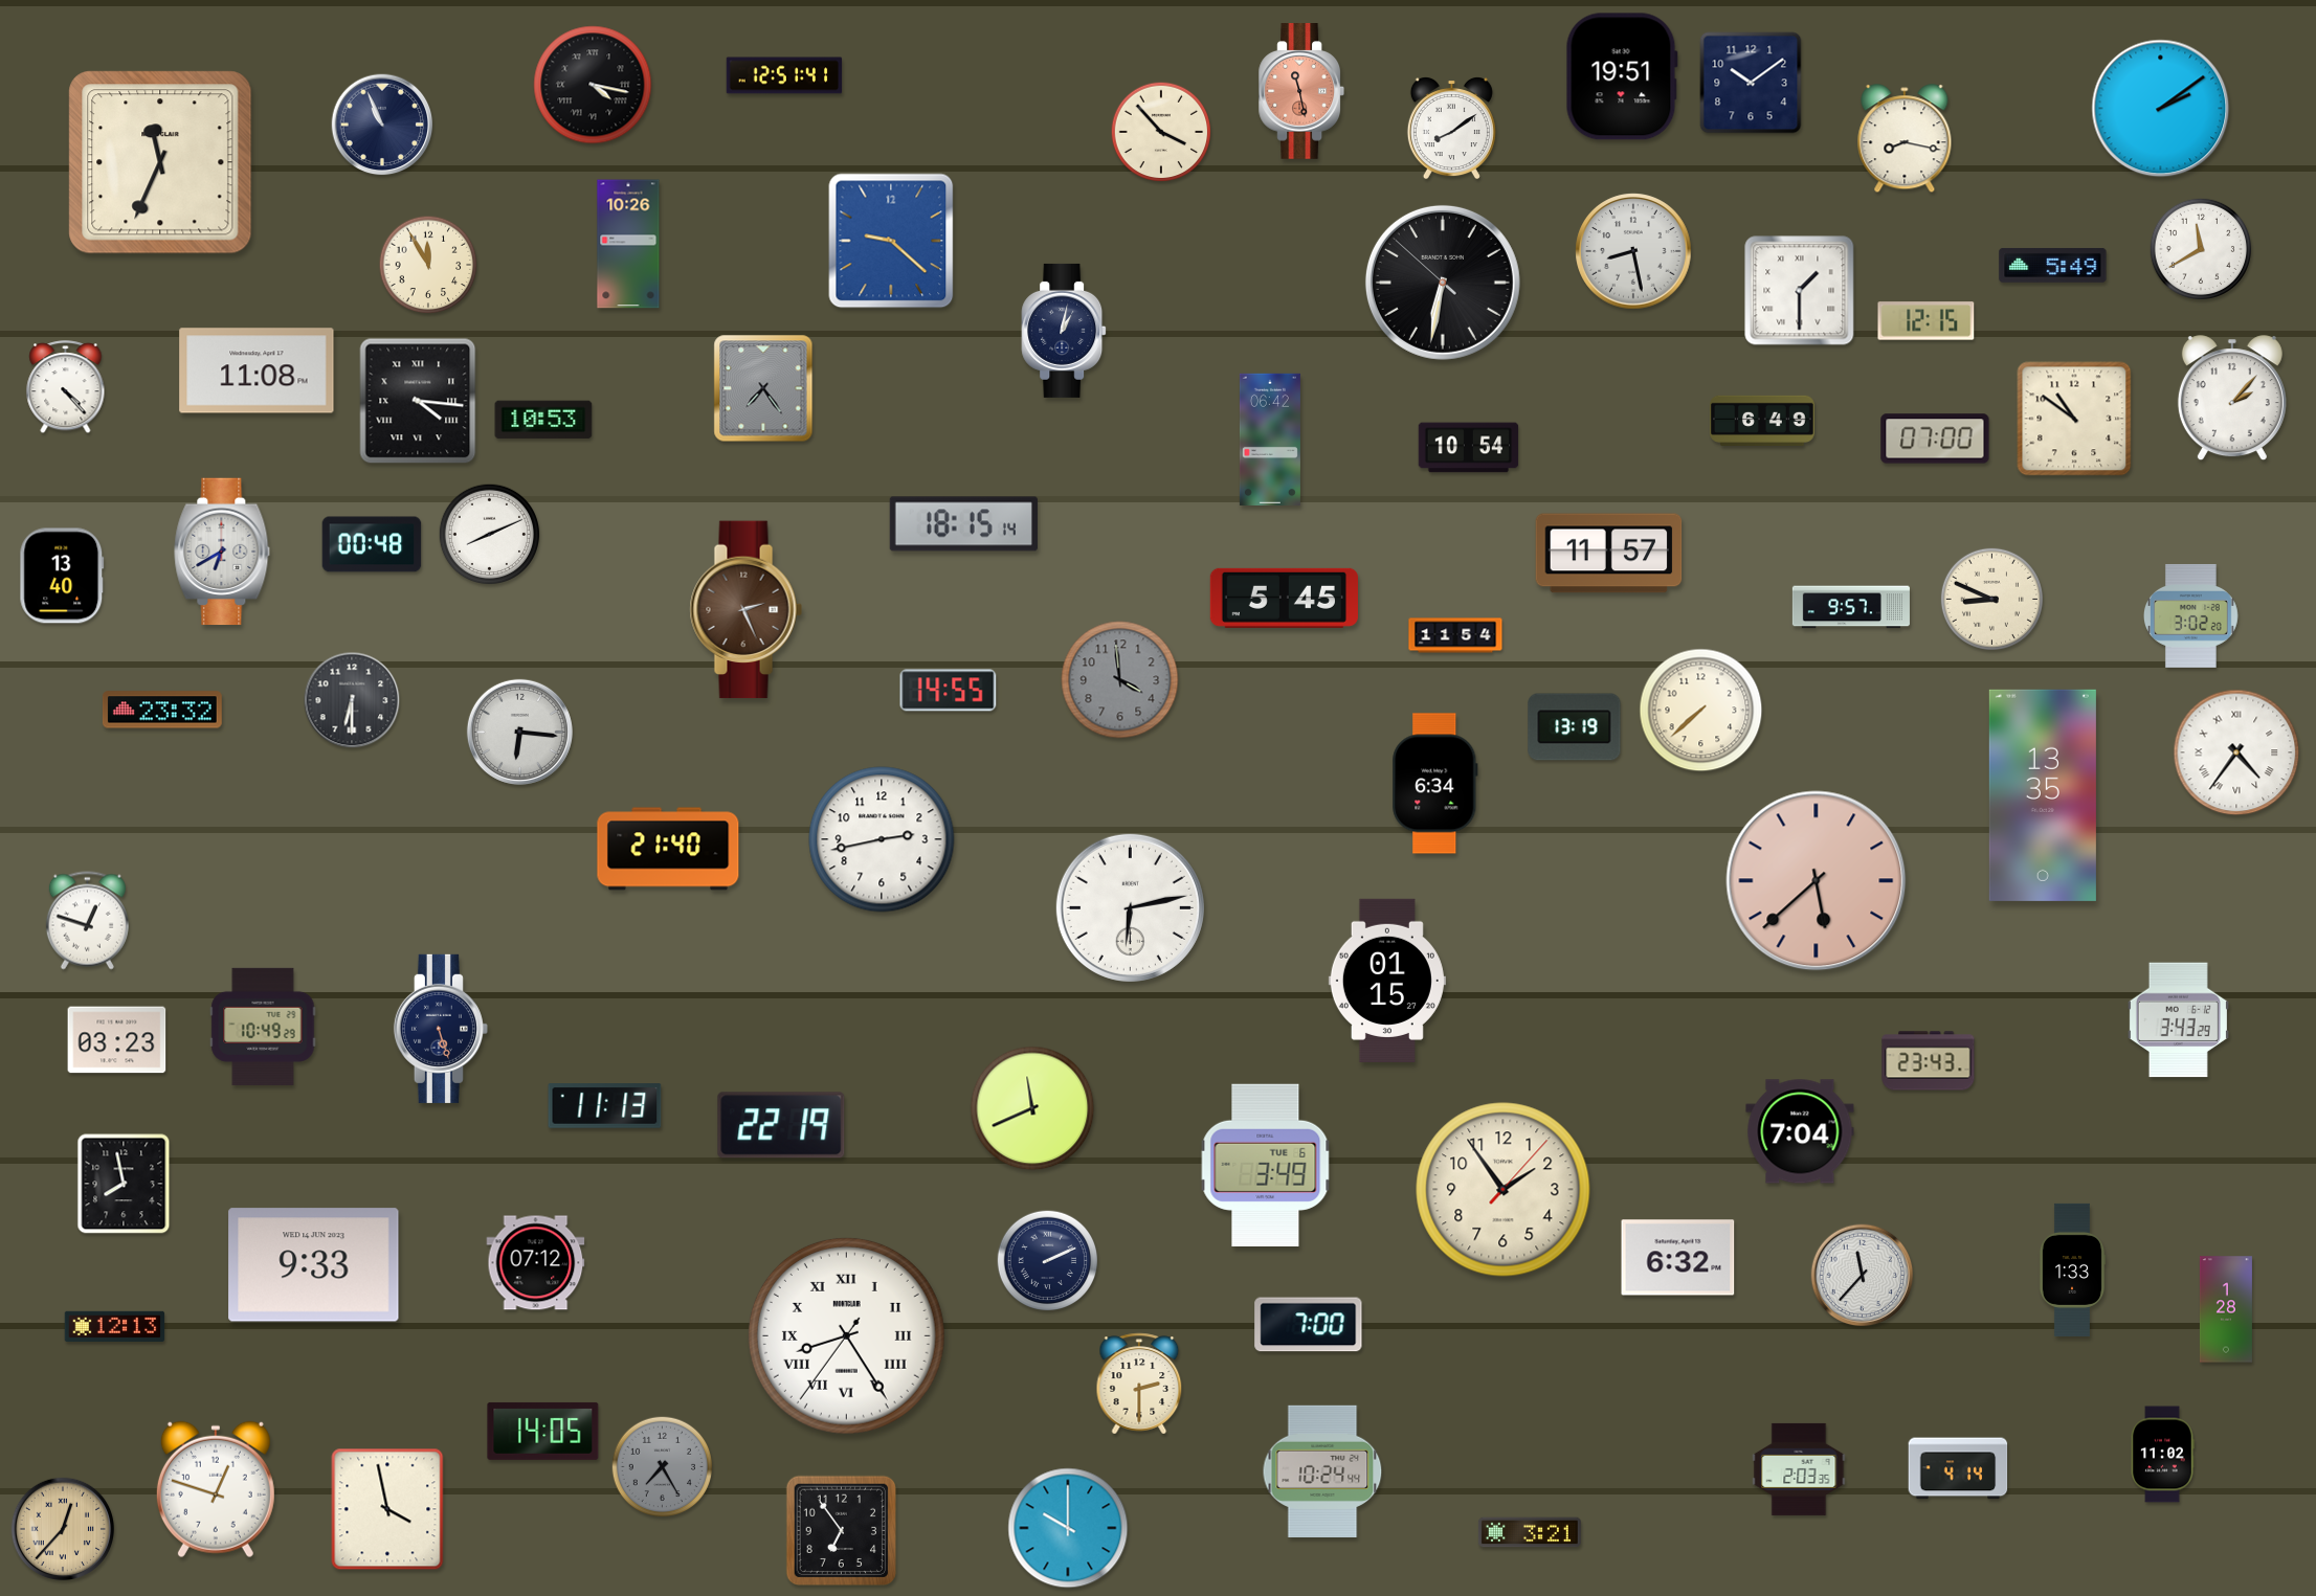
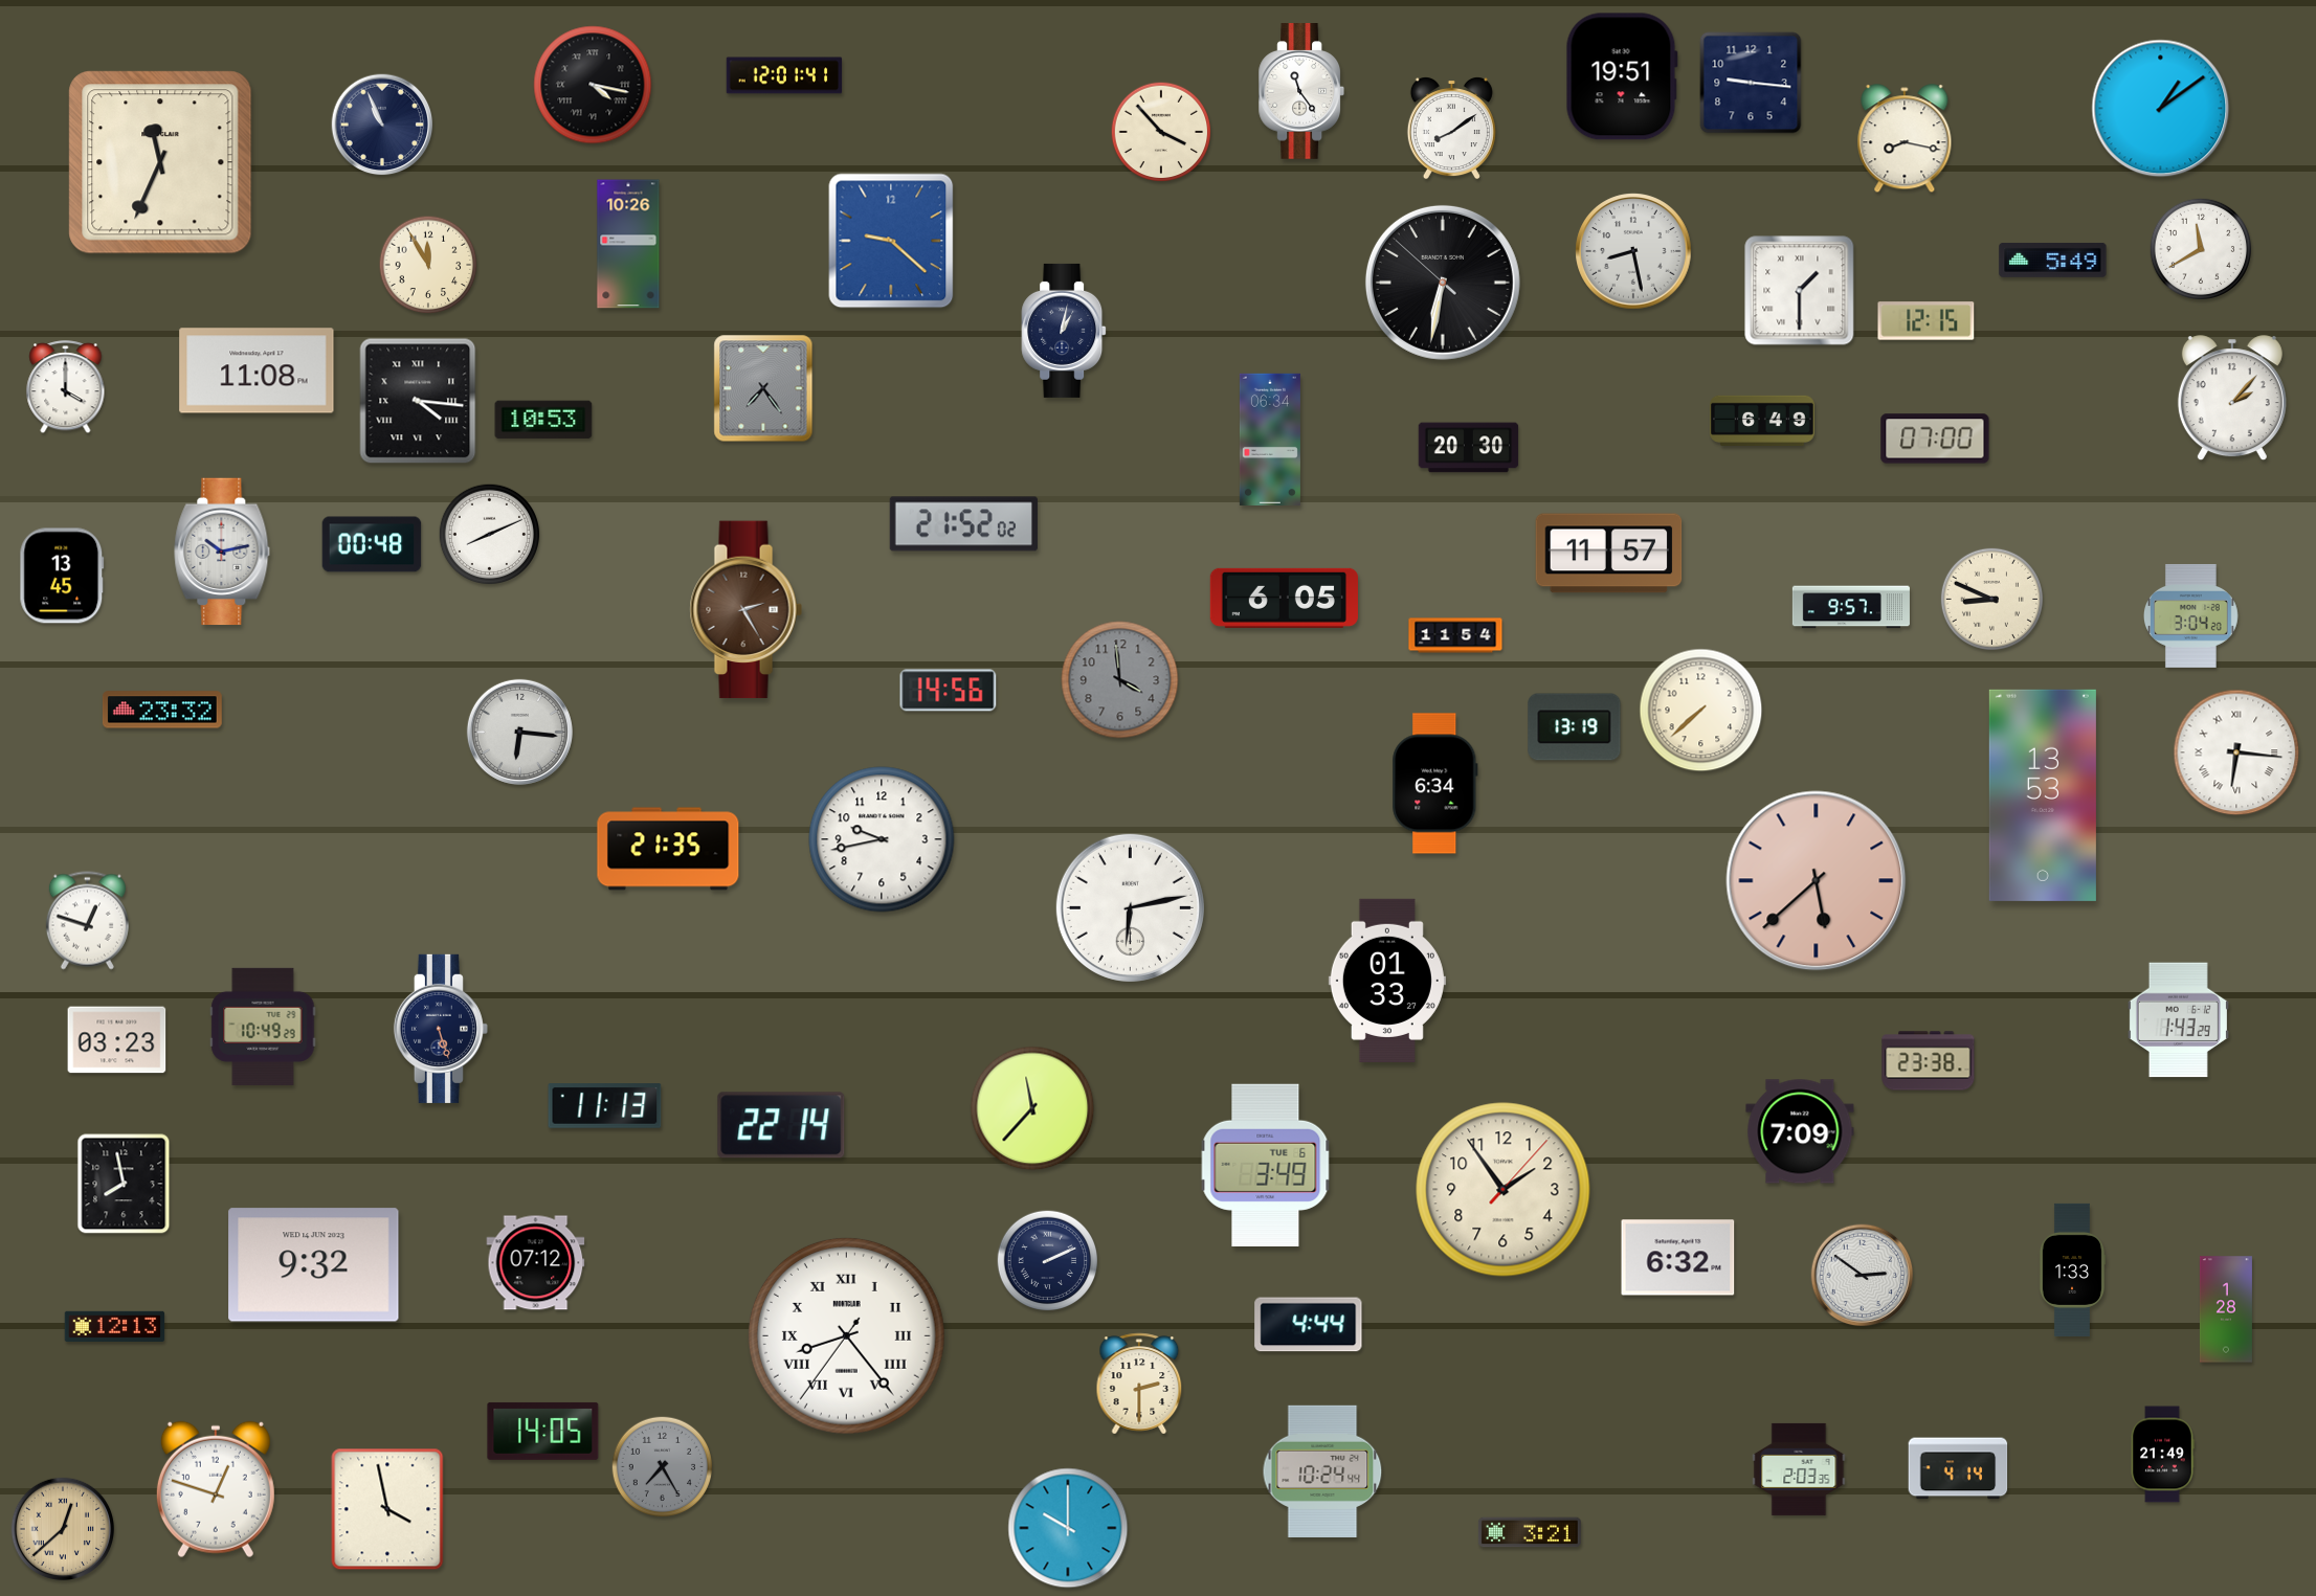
clock at (784, 75): 12:51 -> 12:01
clock at (1751, 83): 10:09 -> 9:16
clock at (1300, 92): 11:28 -> 11:24
clock at (1300, 92) dial: salmon -> white
clock at (2161, 109): 2:09 -> 1:09
clock at (2053, 266) position: (2053, 266) -> (2053, 261)
clock at (66, 387): 4:23 -> 4:00
clock at (2074, 419): 10:51 -> none
clock at (1270, 439): 06:42 -> 06:34
clock at (1469, 448): 10:54 -> 20:30
clock at (963, 524): 18:15 -> 21:52
clock at (222, 552): 6:40 -> 10:13
clock at (62, 576): 13:40 -> 13:45
clock at (1284, 598): 5:45 -> 6:05
clock at (745, 610): 2:26 -> 2:25
clock at (2191, 615): 3:02 -> 3:04
clock at (949, 691): 14:55 -> 14:56
clock at (352, 700): 6:30 -> none
clock at (2236, 752): 4:36 -> 6:16
clock at (2043, 795): 13:35 -> 13:53
clock at (882, 839): 2:43 -> 9:43
clock at (668, 849): 21:40 -> 21:35
clock at (1387, 981): 01:15 -> 01:33
clock at (2178, 1020): 3:43 -> 1:43
clock at (1929, 1061): 23:43 -> 23:38
clock at (1032, 1108): 11:41 -> 11:37
clock at (781, 1125): 22:19 -> 22:14
clock at (1800, 1131): 7:04 -> 7:09
clock at (314, 1265): 9:33 -> 9:32
clock at (1863, 1276): 11:37 -> 2:51
clock at (1309, 1325): 7:00 -> 4:44
clock at (846, 1335): 8:24 -> 8:23
clock at (2162, 1455): 11:02 -> 21:49
clock at (63, 1529): 12:37 -> 12:38
clock at (842, 1531): 6:54 -> none
